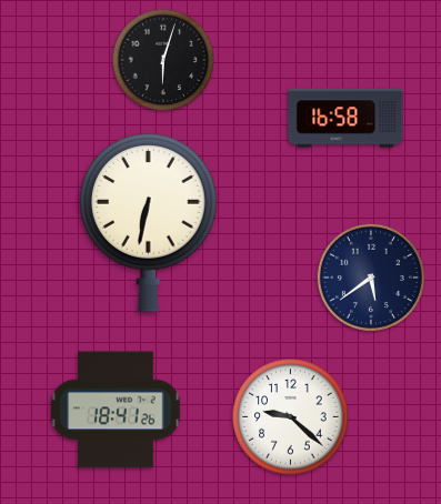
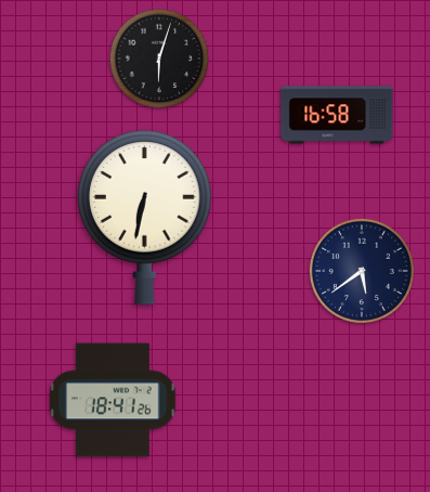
clock at (291, 417): 9:22 -> none
